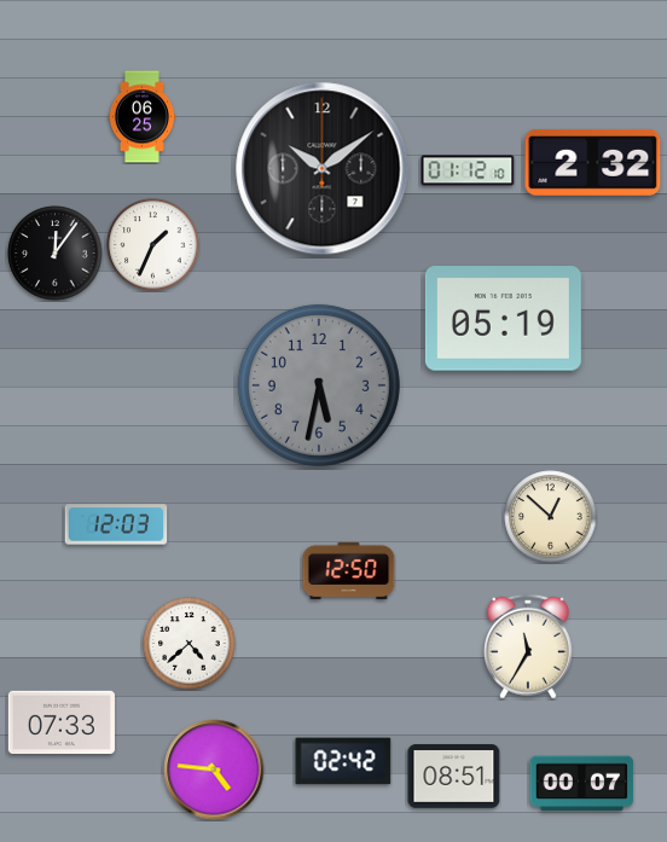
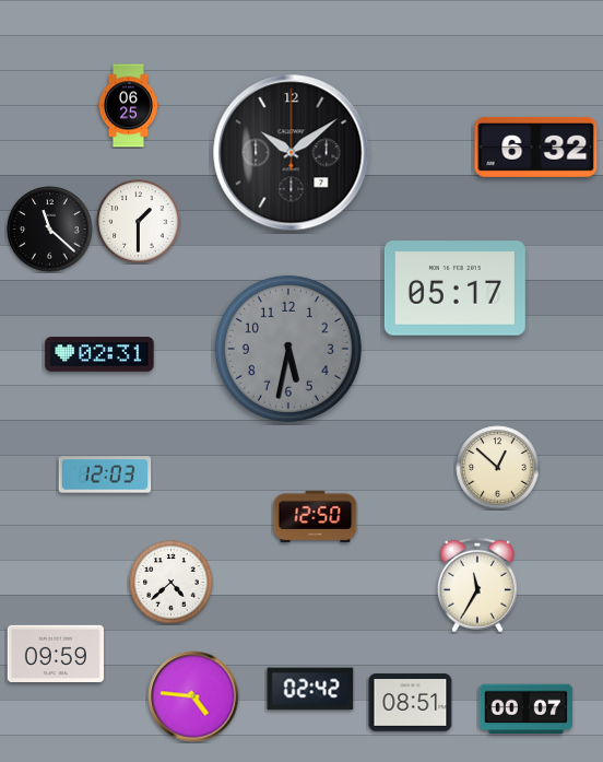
clock at (593, 162): 2:32 -> 6:32
clock at (468, 170): 01:12 -> none
clock at (153, 245): 1:34 -> 1:30
clock at (56, 254): 12:06 -> 11:22
clock at (503, 319): 05:19 -> 05:17
clock at (99, 354): none -> 02:31
clock at (62, 722): 07:33 -> 09:59
